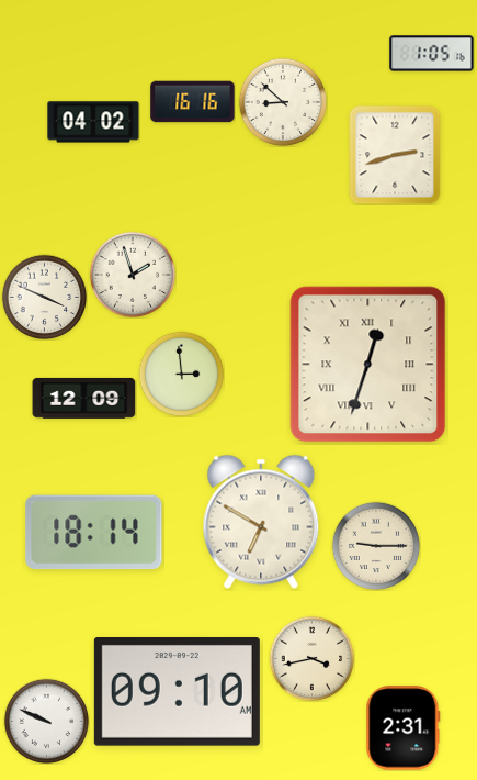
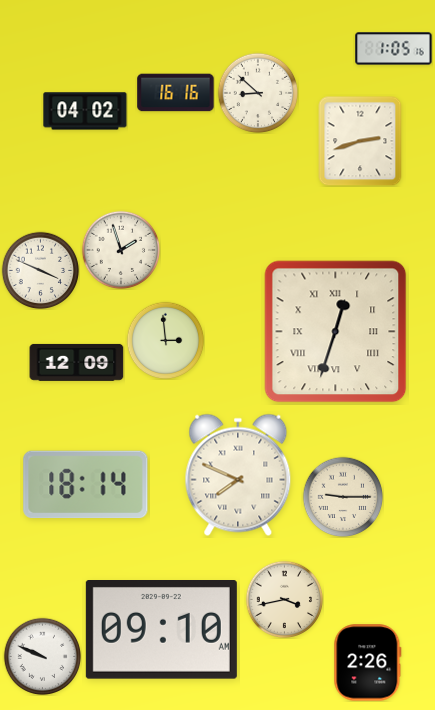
clock at (261, 522): 6:50 -> 7:49
clock at (404, 728): 2:31 -> 2:26
